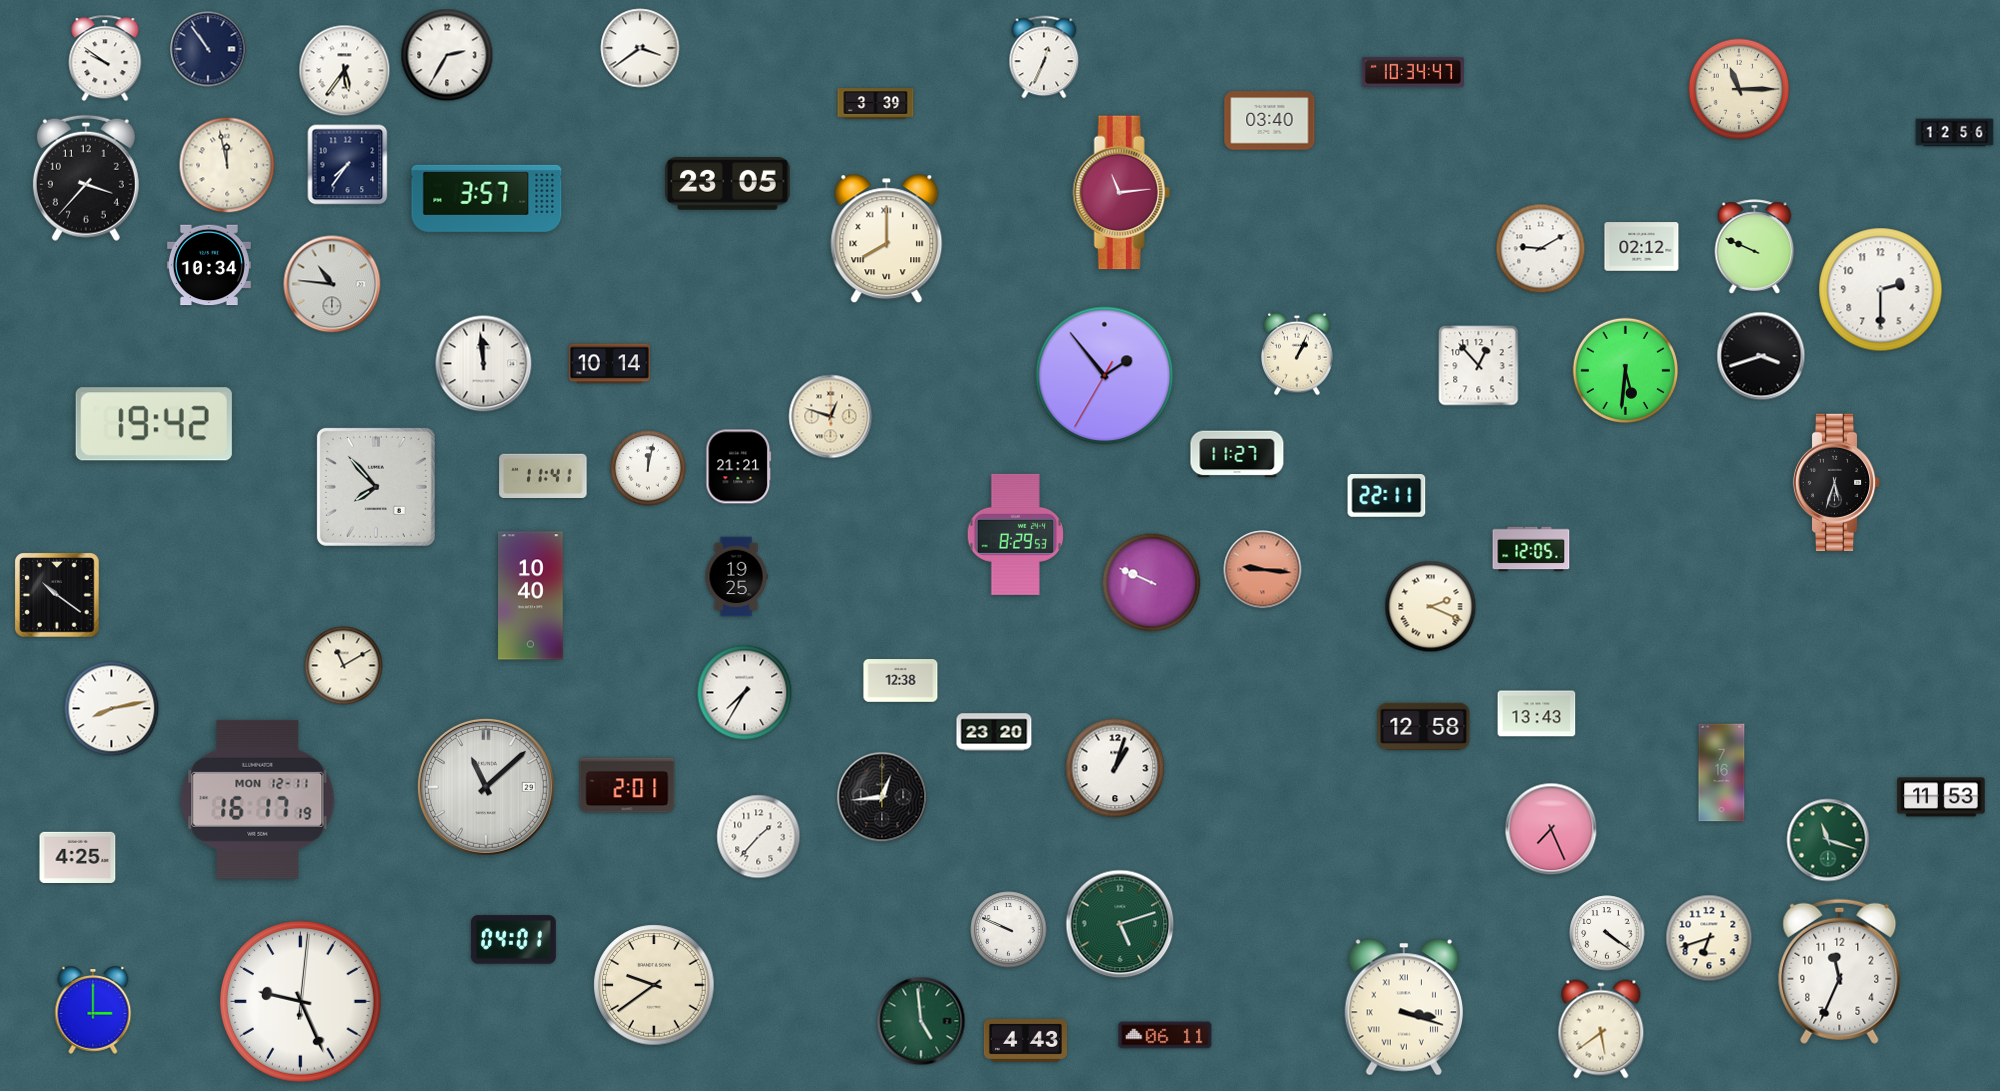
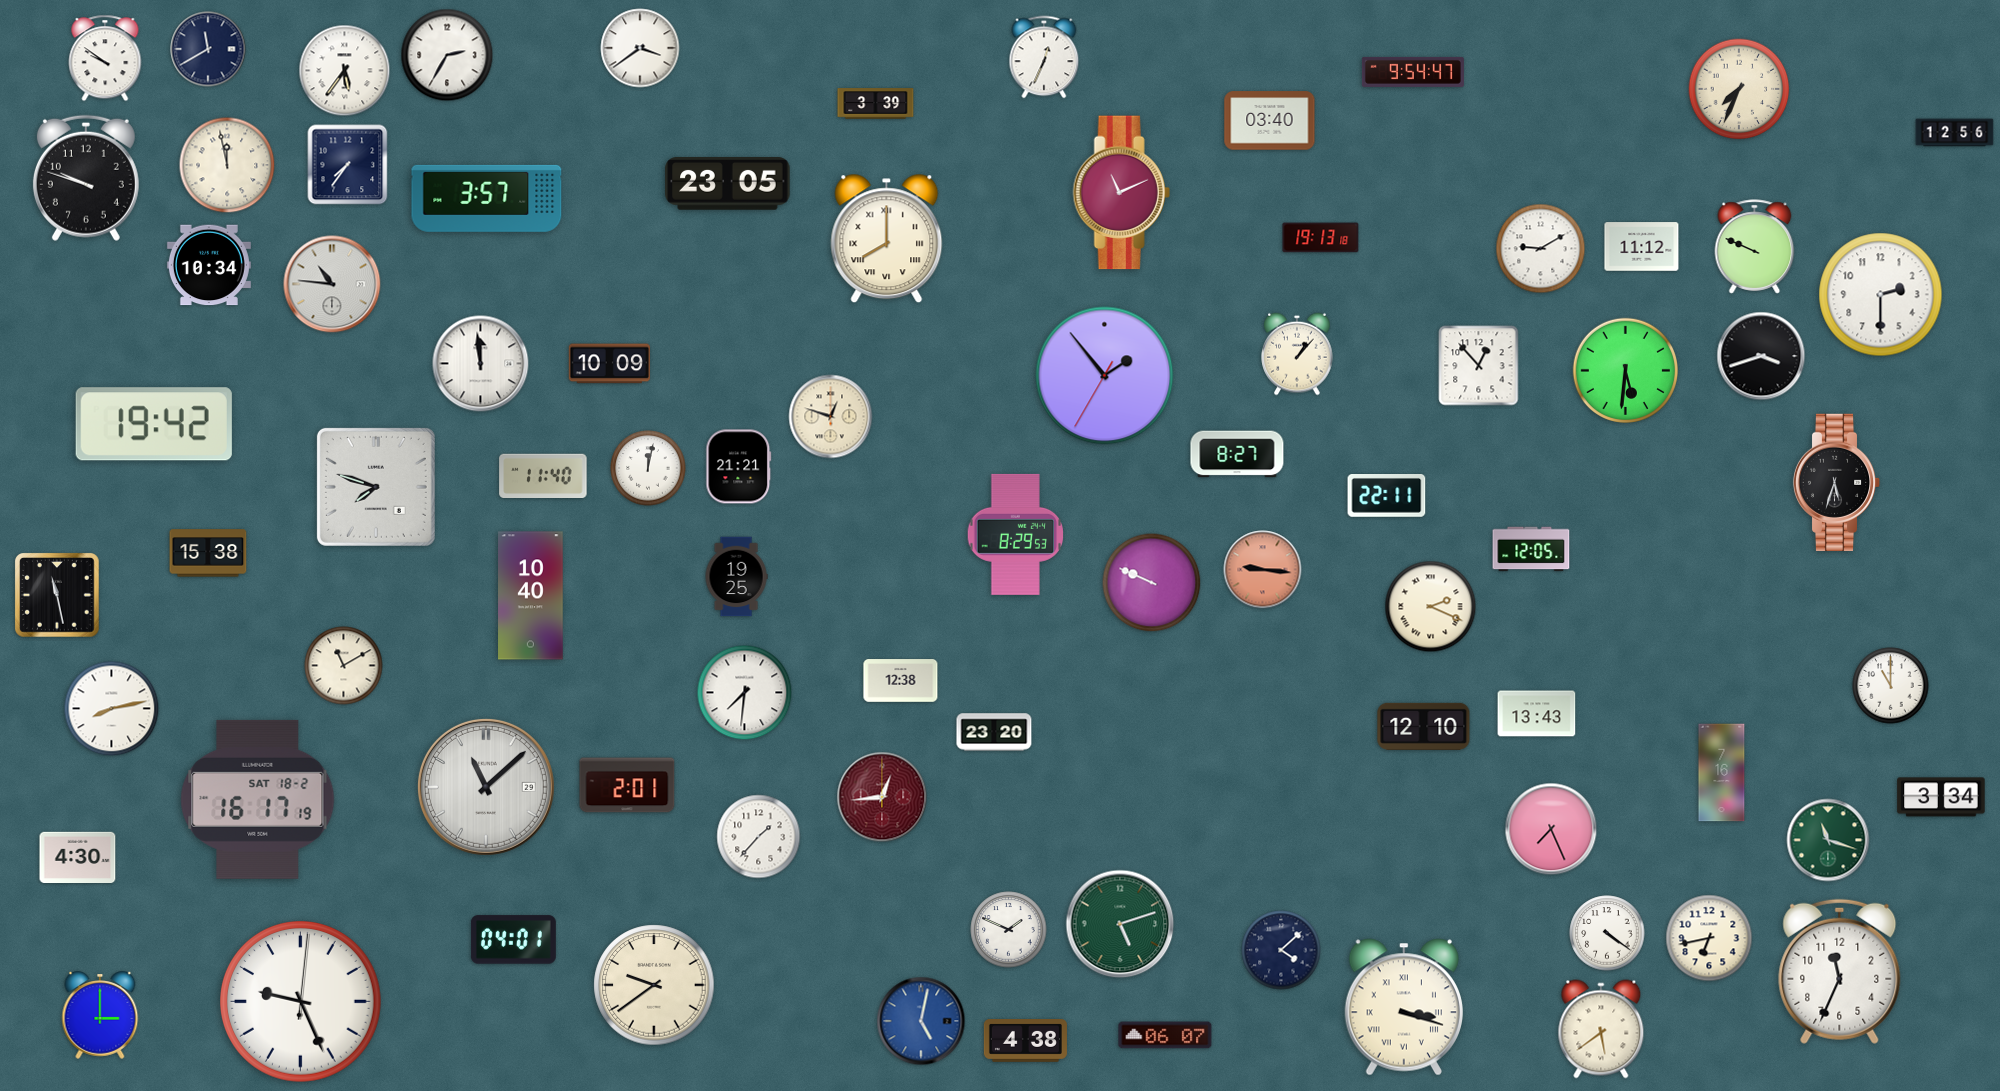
clock at (208, 49): 10:54 -> 11:40
clock at (1413, 72): 10:34 -> 9:54
clock at (1739, 89): 11:15 -> 7:34
clock at (86, 178): 3:37 -> 9:48
clock at (1121, 193): 11:14 -> 11:11
clock at (1321, 238): none -> 19:13
clock at (1642, 247): 02:12 -> 11:12
clock at (1881, 290) position: (1881, 290) -> (1881, 295)
clock at (1297, 354): 1:04 -> 1:07
clock at (484, 364) position: (484, 364) -> (481, 364)
clock at (609, 364): 10:14 -> 10:09
clock at (1237, 454): 11:27 -> 8:27
clock at (543, 476): 11:41 -> 11:40
clock at (376, 487): 7:53 -> 7:48
clock at (208, 553): none -> 15:38
clock at (58, 596): 10:21 -> 11:28
clock at (1891, 686): none -> 11:00
clock at (745, 693): 7:35 -> 7:31
clock at (1424, 726): 12:58 -> 12:10
clock at (1115, 768): 1:03 -> none
clock at (882, 797) dial: black -> burgundy
clock at (1941, 797): 11:53 -> 3:34
clock at (258, 799) date: MON 12-11 -> SAT 18-2
clock at (78, 857): 4:25 -> 4:30
clock at (1009, 930): 9:49 -> 1:49
clock at (1709, 938): 6:42 -> 6:43
clock at (1281, 950): none -> 4:08
clock at (93, 1010) position: (93, 1010) -> (100, 1015)
clock at (921, 1021): 4:59 -> 5:02
clock at (921, 1021) dial: green -> blue
clock at (1165, 1035): 06:11 -> 06:07
clock at (1025, 1041): 4:43 -> 4:38
